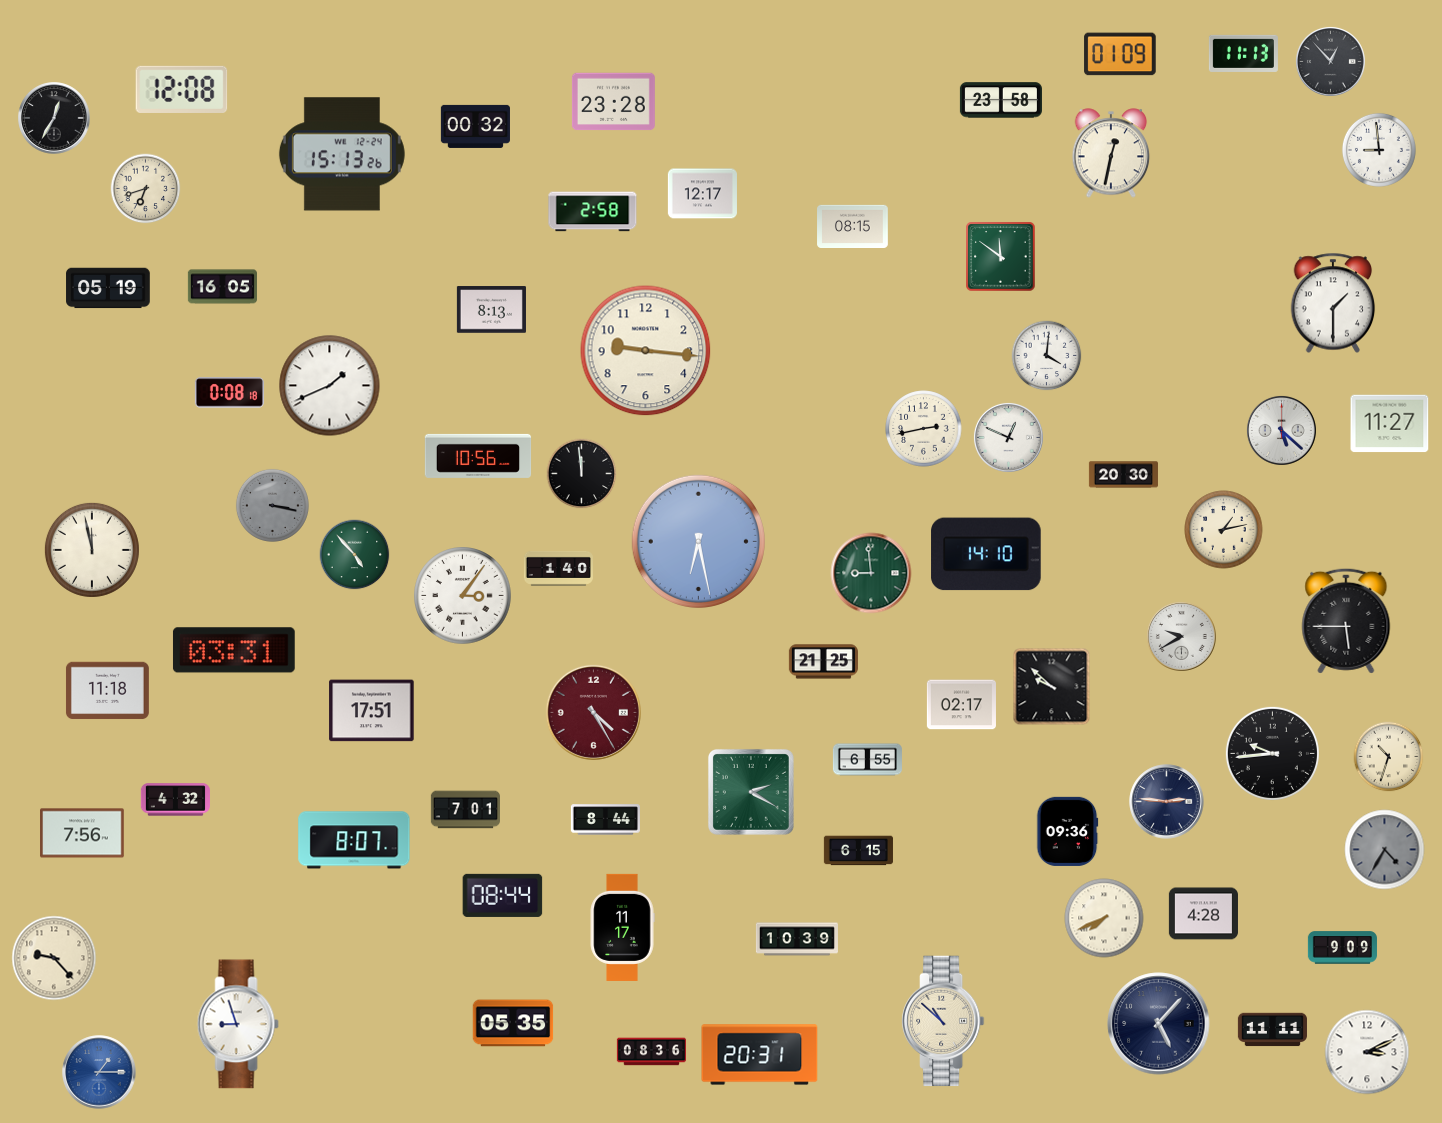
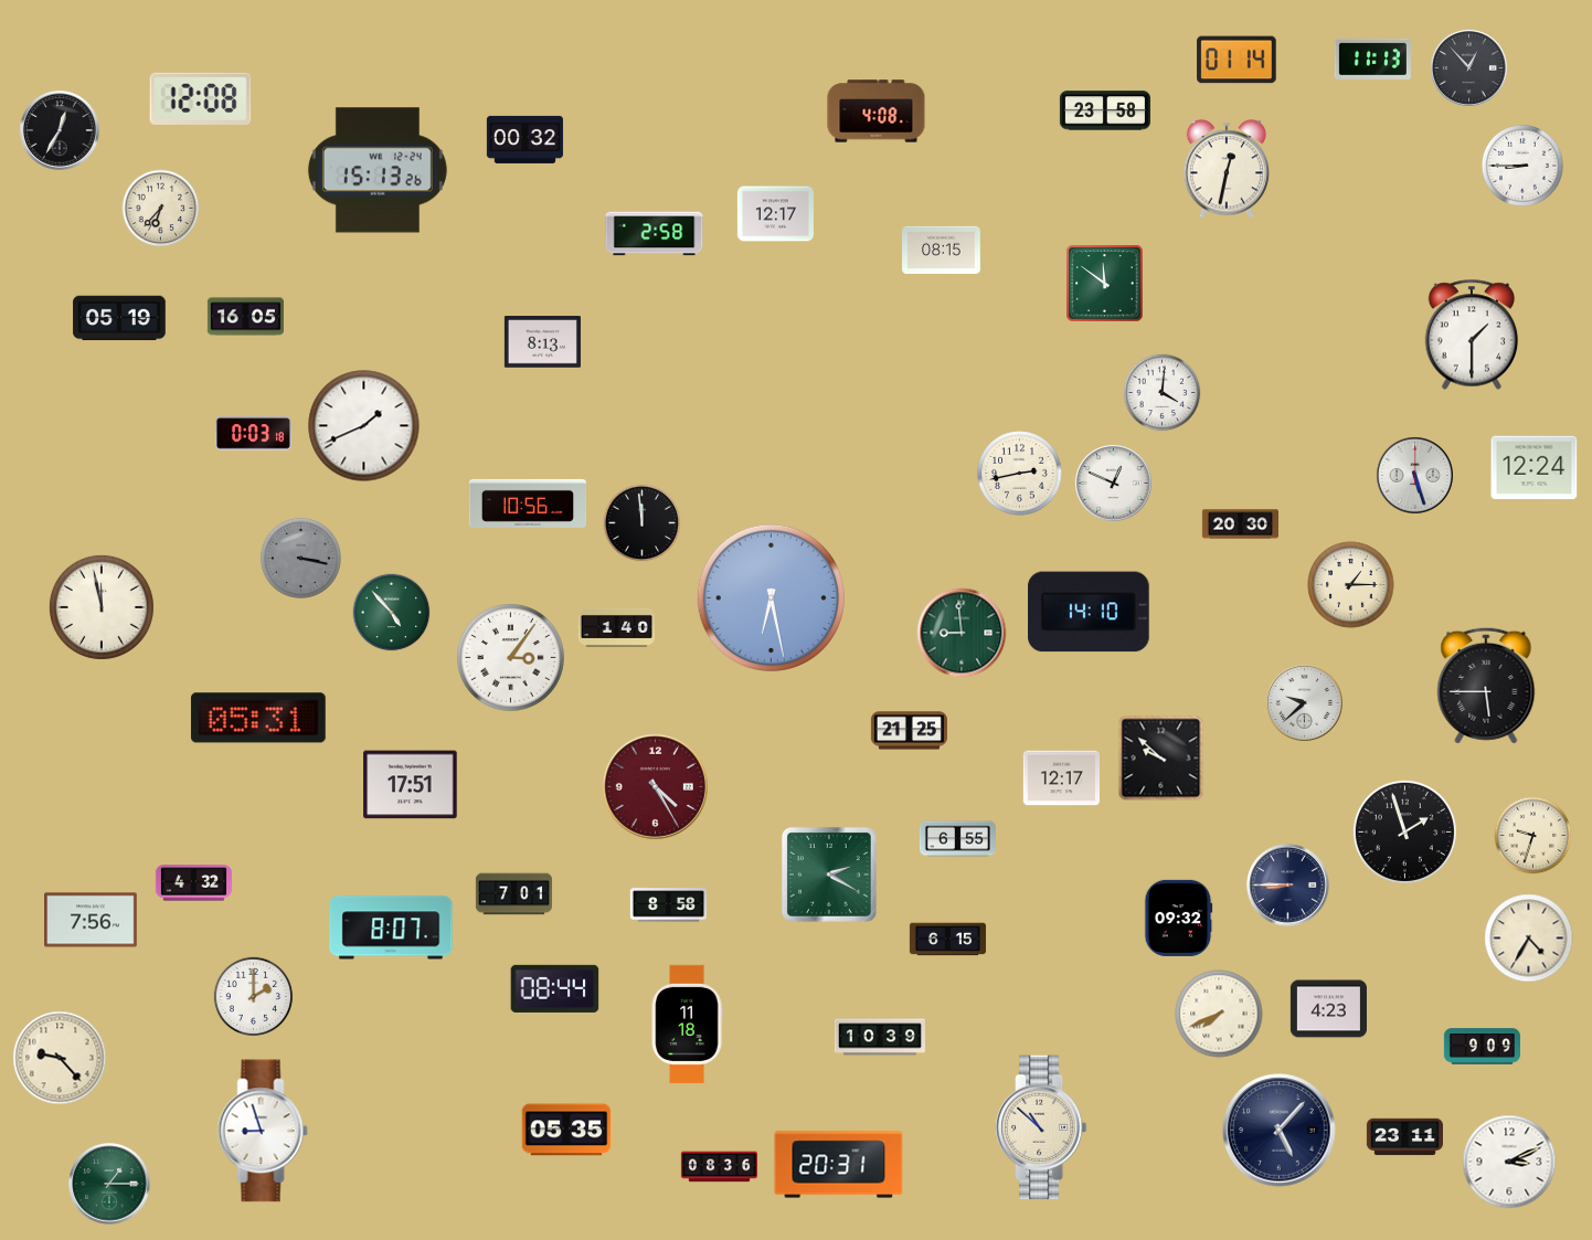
clock at (1120, 54): 01:09 -> 01:14
clock at (877, 112): none -> 4:08
clock at (613, 102): 23:28 -> none
clock at (1379, 150): 8:59 -> 8:45
clock at (146, 189): 6:42 -> 6:37
clock at (646, 351): 9:16 -> none
clock at (1047, 356) position: (1047, 356) -> (1163, 393)
clock at (229, 393): 0:08 -> 0:03
clock at (1390, 424): 11:27 -> 12:24
clock at (1281, 430): 5:22 -> 5:27
clock at (1224, 530): 1:13 -> 1:15
clock at (1181, 636): 9:40 -> 9:38
clock at (234, 650): 03:31 -> 05:31
clock at (107, 691): 11:18 -> none
clock at (961, 705): 02:17 -> 12:17
clock at (1272, 753): 9:44 -> 1:57
clock at (1389, 757): 10:33 -> 9:33
clock at (1167, 802): 2:46 -> 8:45
clock at (605, 820): 8:44 -> 8:58
clock at (1067, 831): 09:36 -> 09:32
clock at (1385, 850) dial: grey -> cream
clock at (254, 997): none -> 2:00
clock at (1203, 914): 4:28 -> 4:23
clock at (622, 927): 11:17 -> 11:18
clock at (1272, 1030): 11:11 -> 23:11
clock at (651, 1052) position: (651, 1052) -> (719, 1167)
clock at (99, 1072) dial: blue -> green
